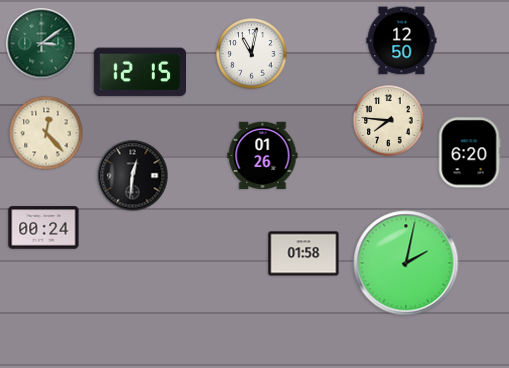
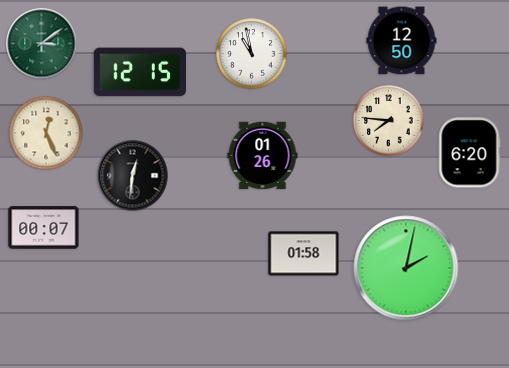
clock at (252, 54): 11:02 -> 10:58
clock at (46, 133): 12:23 -> 12:26
clock at (44, 228): 00:24 -> 00:07
clock at (406, 263) position: (406, 263) -> (406, 268)
